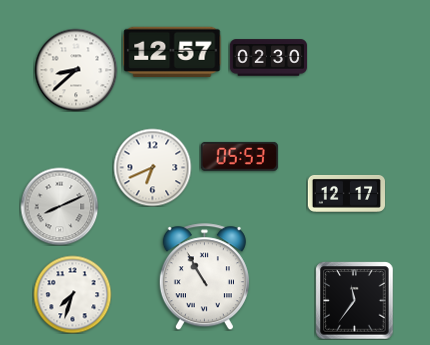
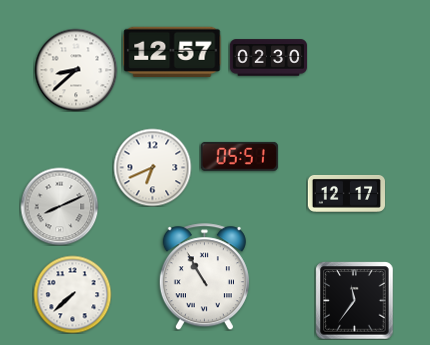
clock at (239, 156): 05:53 -> 05:51
clock at (72, 294): 7:33 -> 7:38
